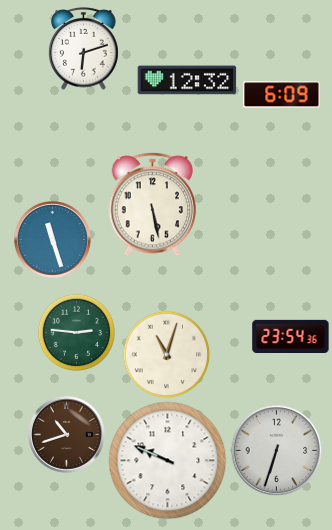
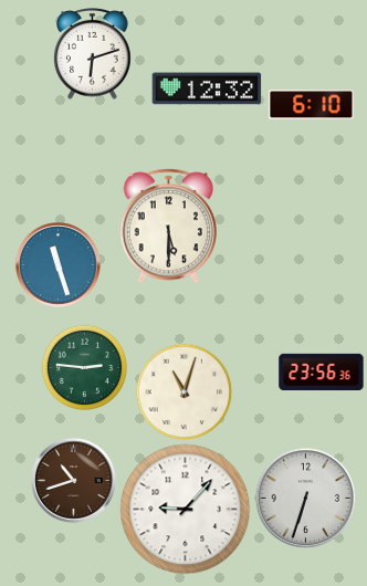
clock at (282, 95): 6:09 -> 6:10
clock at (152, 205): 5:28 -> 5:30
clock at (291, 336): 23:54 -> 23:56
clock at (168, 461): 9:49 -> 9:07
